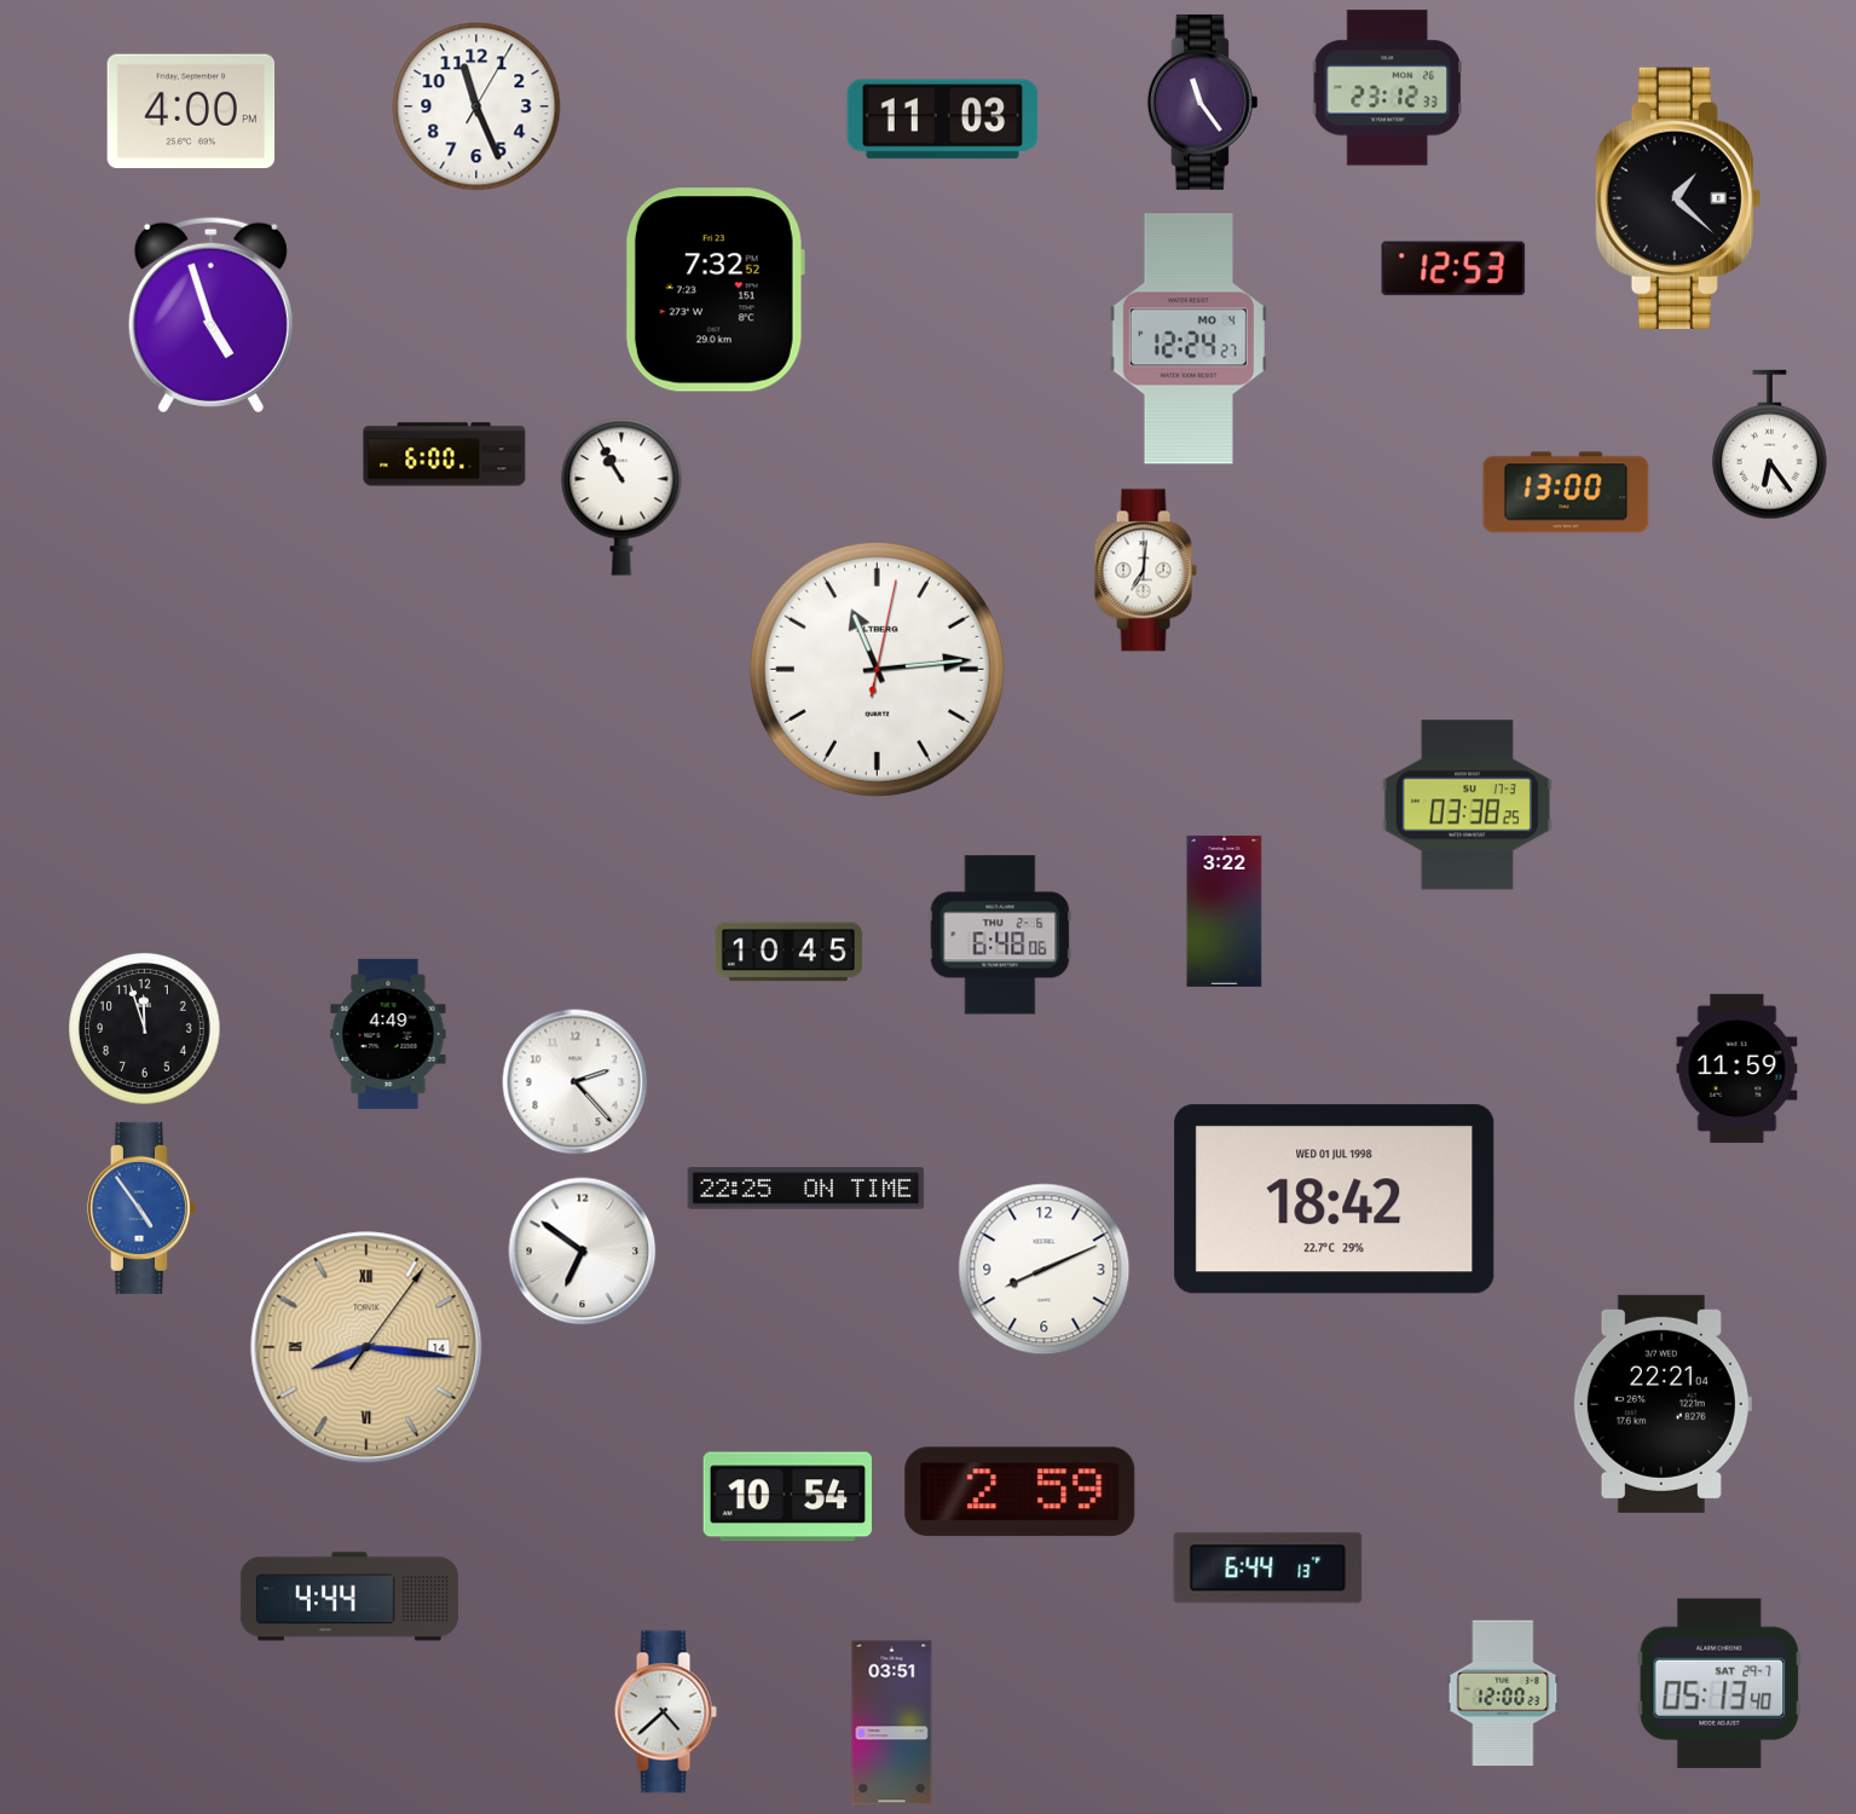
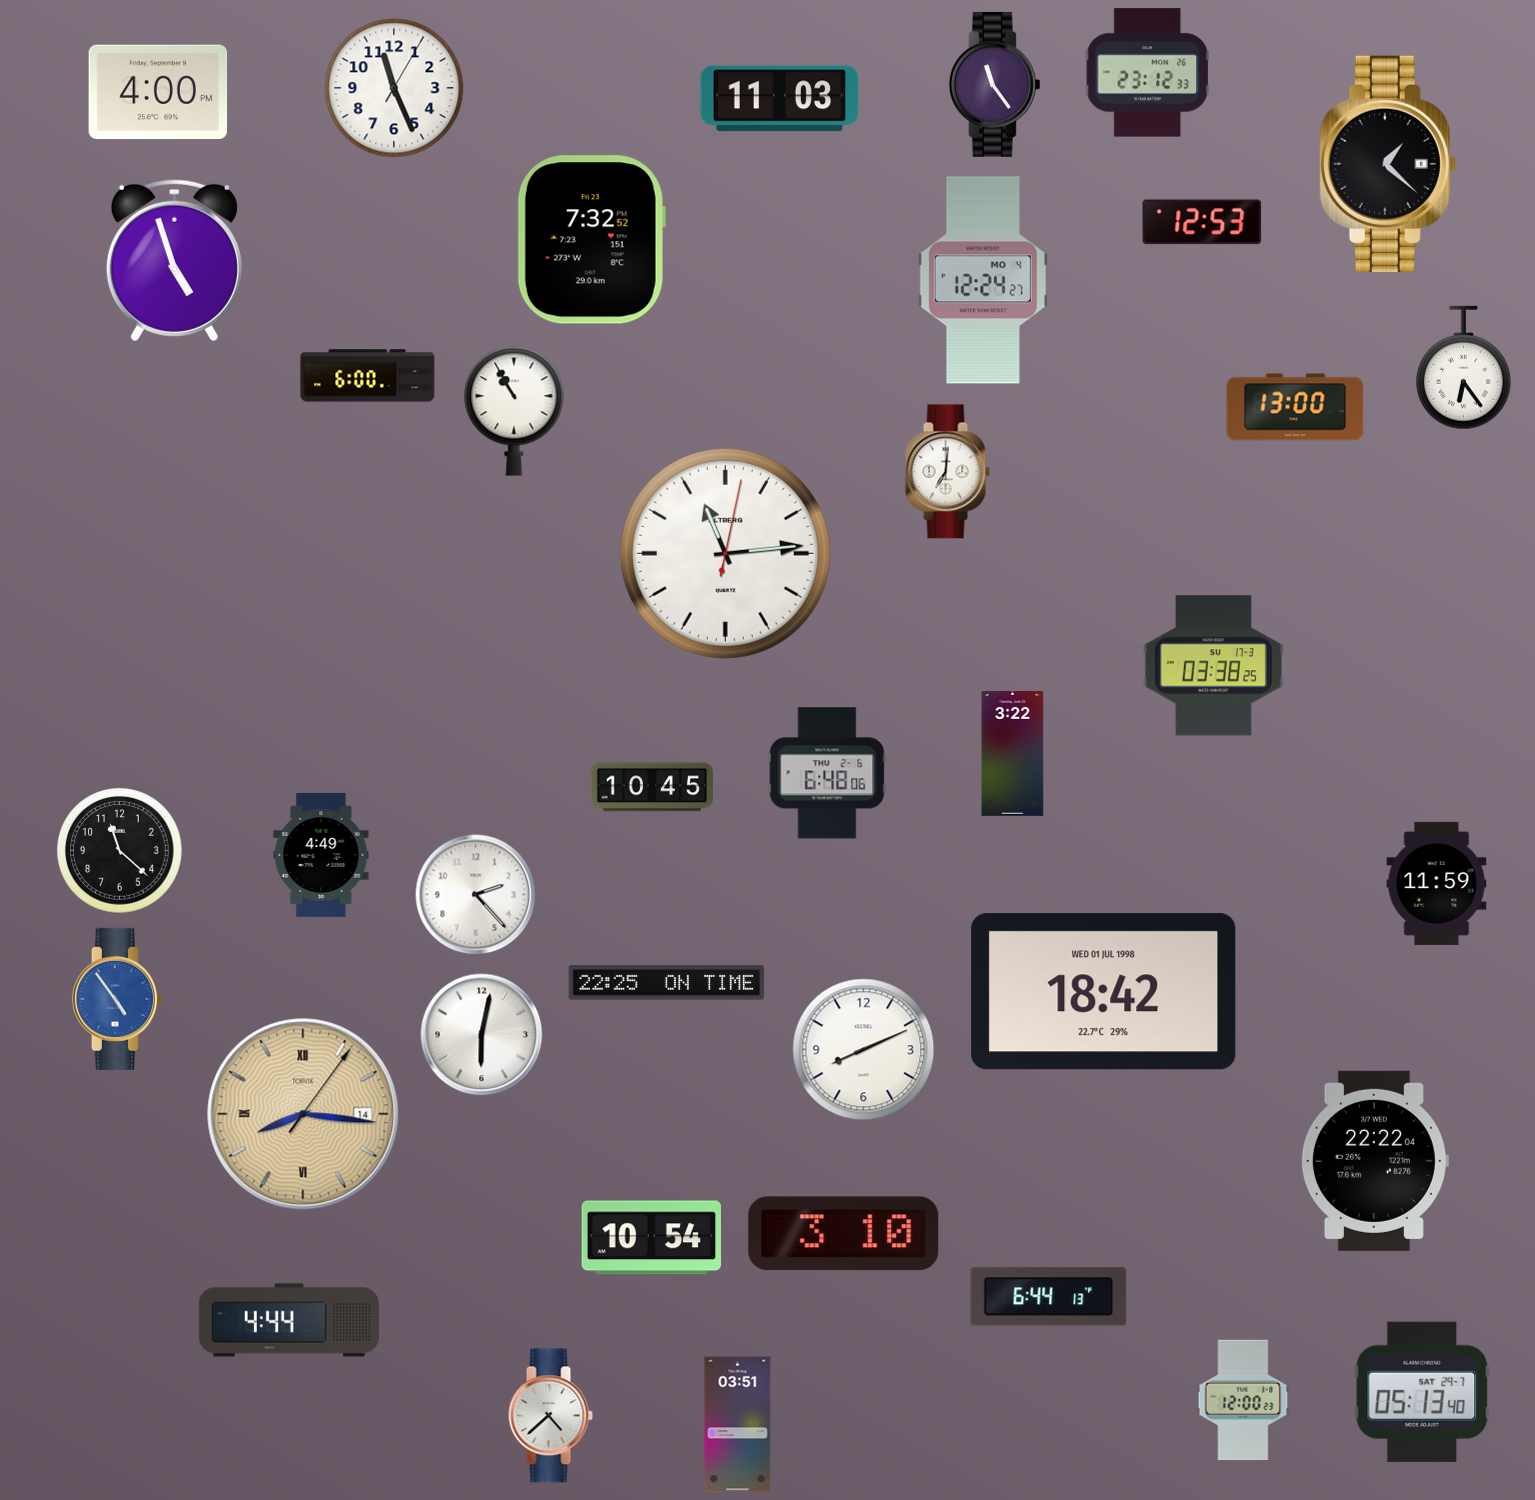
clock at (145, 1029): 11:57 -> 11:22
clock at (583, 1252): 6:51 -> 6:02
clock at (1661, 1404): 22:21 -> 22:22
clock at (1020, 1492): 2:59 -> 3:10
